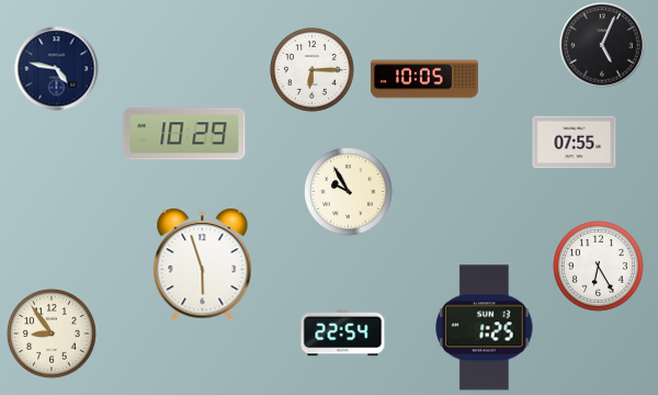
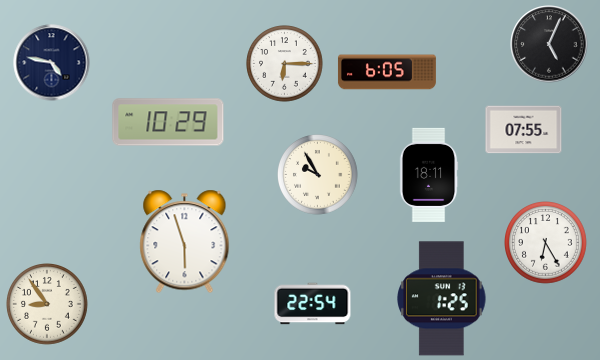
clock at (602, 45) position: (602, 45) -> (549, 44)
clock at (424, 79): 10:05 -> 6:05
clock at (429, 175): none -> 18:11
